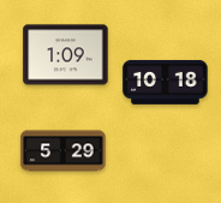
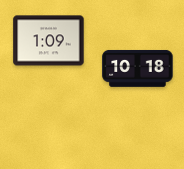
clock at (66, 55) position: (66, 55) -> (49, 41)
clock at (64, 151): 5:29 -> none
